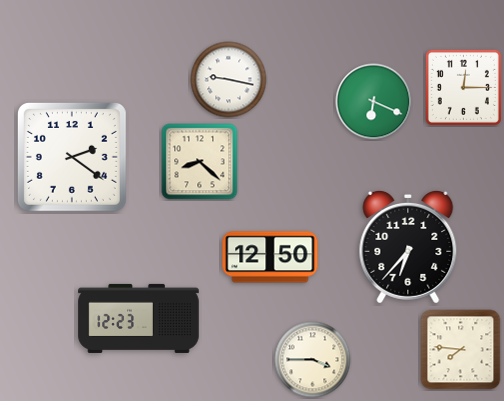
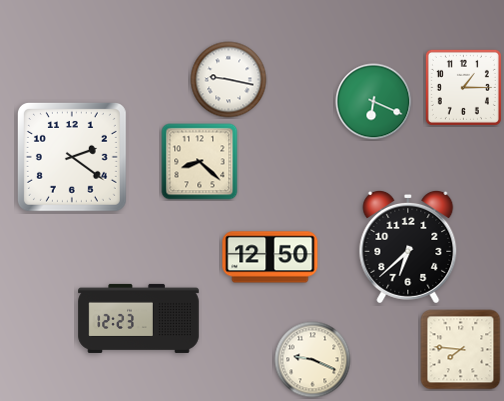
clock at (463, 87): 12:15 -> 1:15
clock at (408, 247): 6:37 -> 6:38
clock at (313, 360): 3:45 -> 9:19
